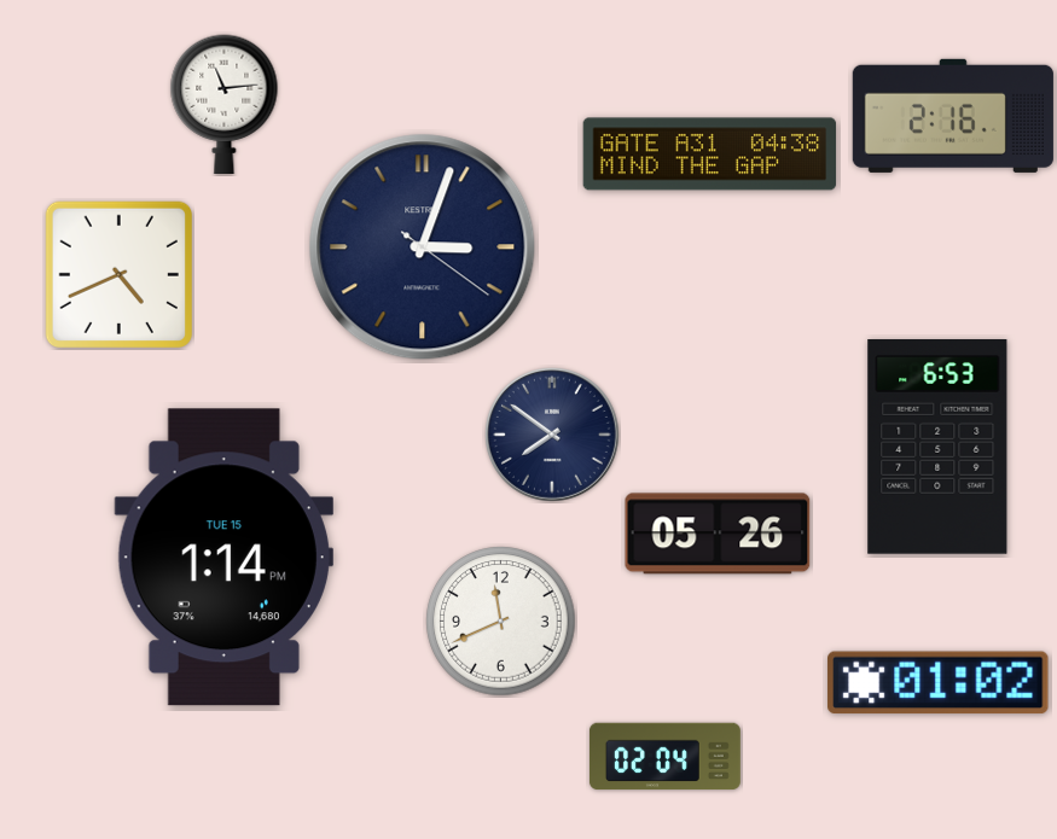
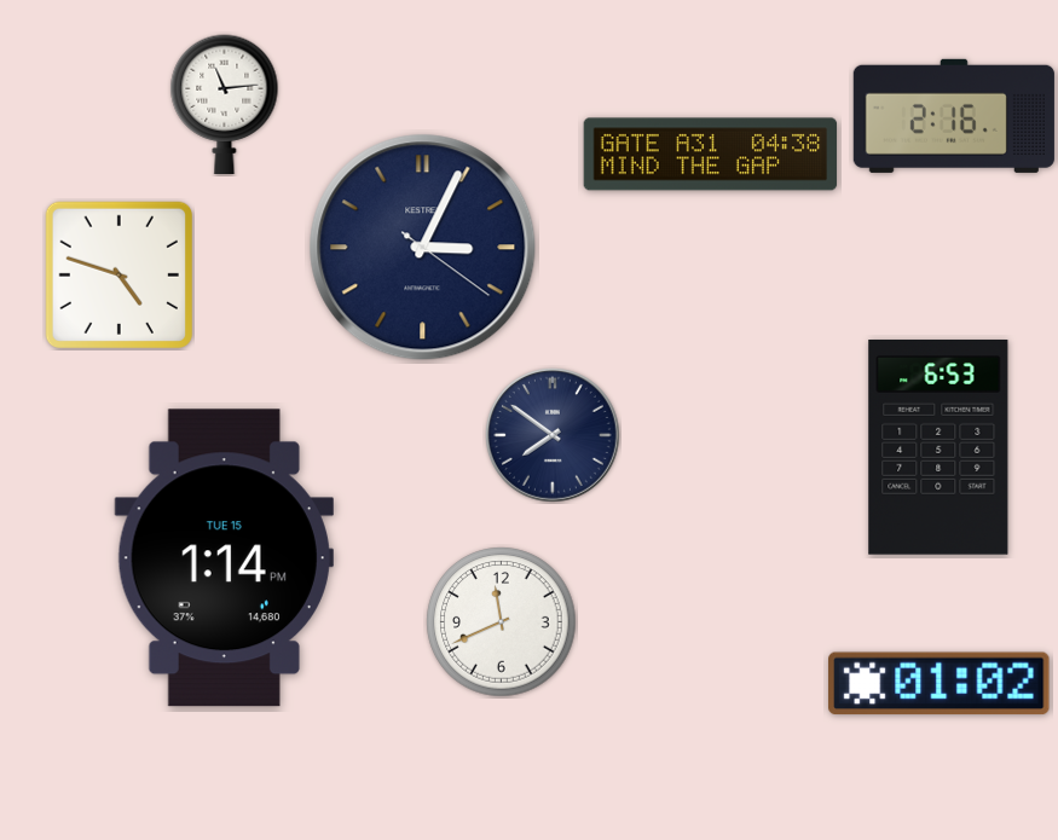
clock at (423, 247): 3:03 -> 3:04
clock at (118, 274): 4:41 -> 4:48
clock at (718, 534): 05:26 -> none
clock at (664, 757): 02:04 -> none
